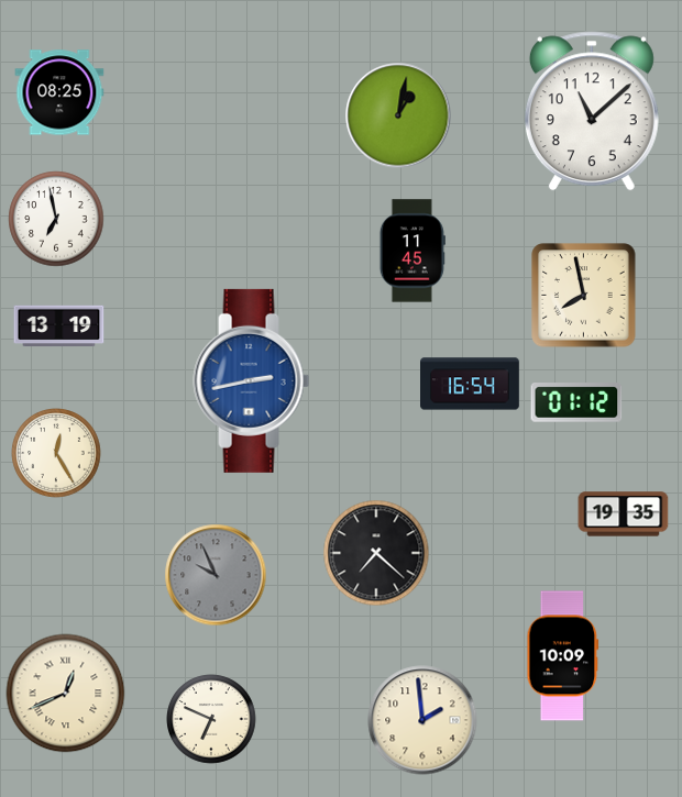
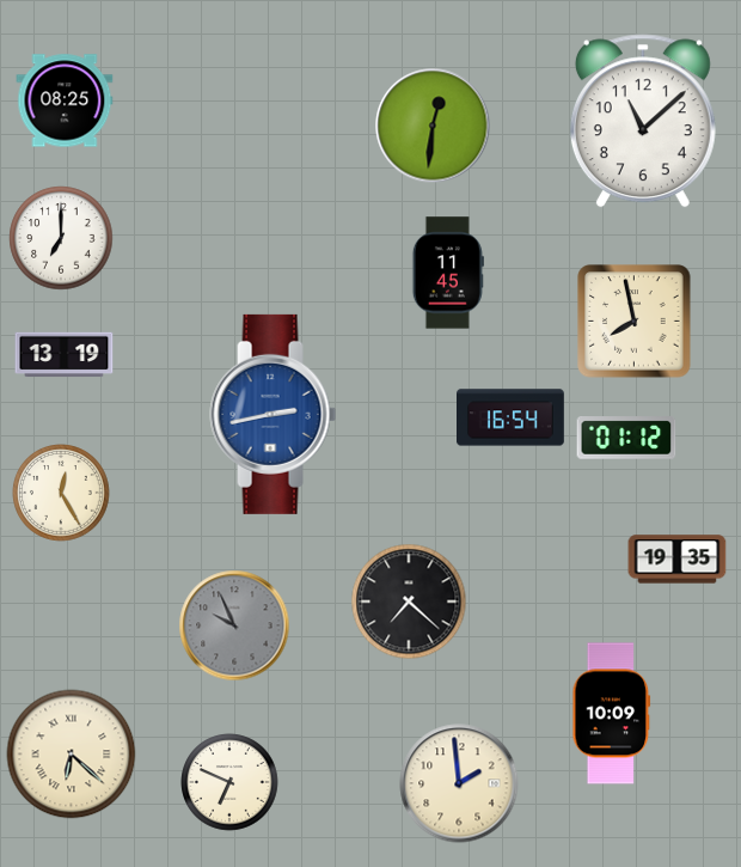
clock at (398, 115): 1:02 -> 12:31
clock at (56, 219): 6:58 -> 7:00
clock at (66, 694): 12:41 -> 6:22
